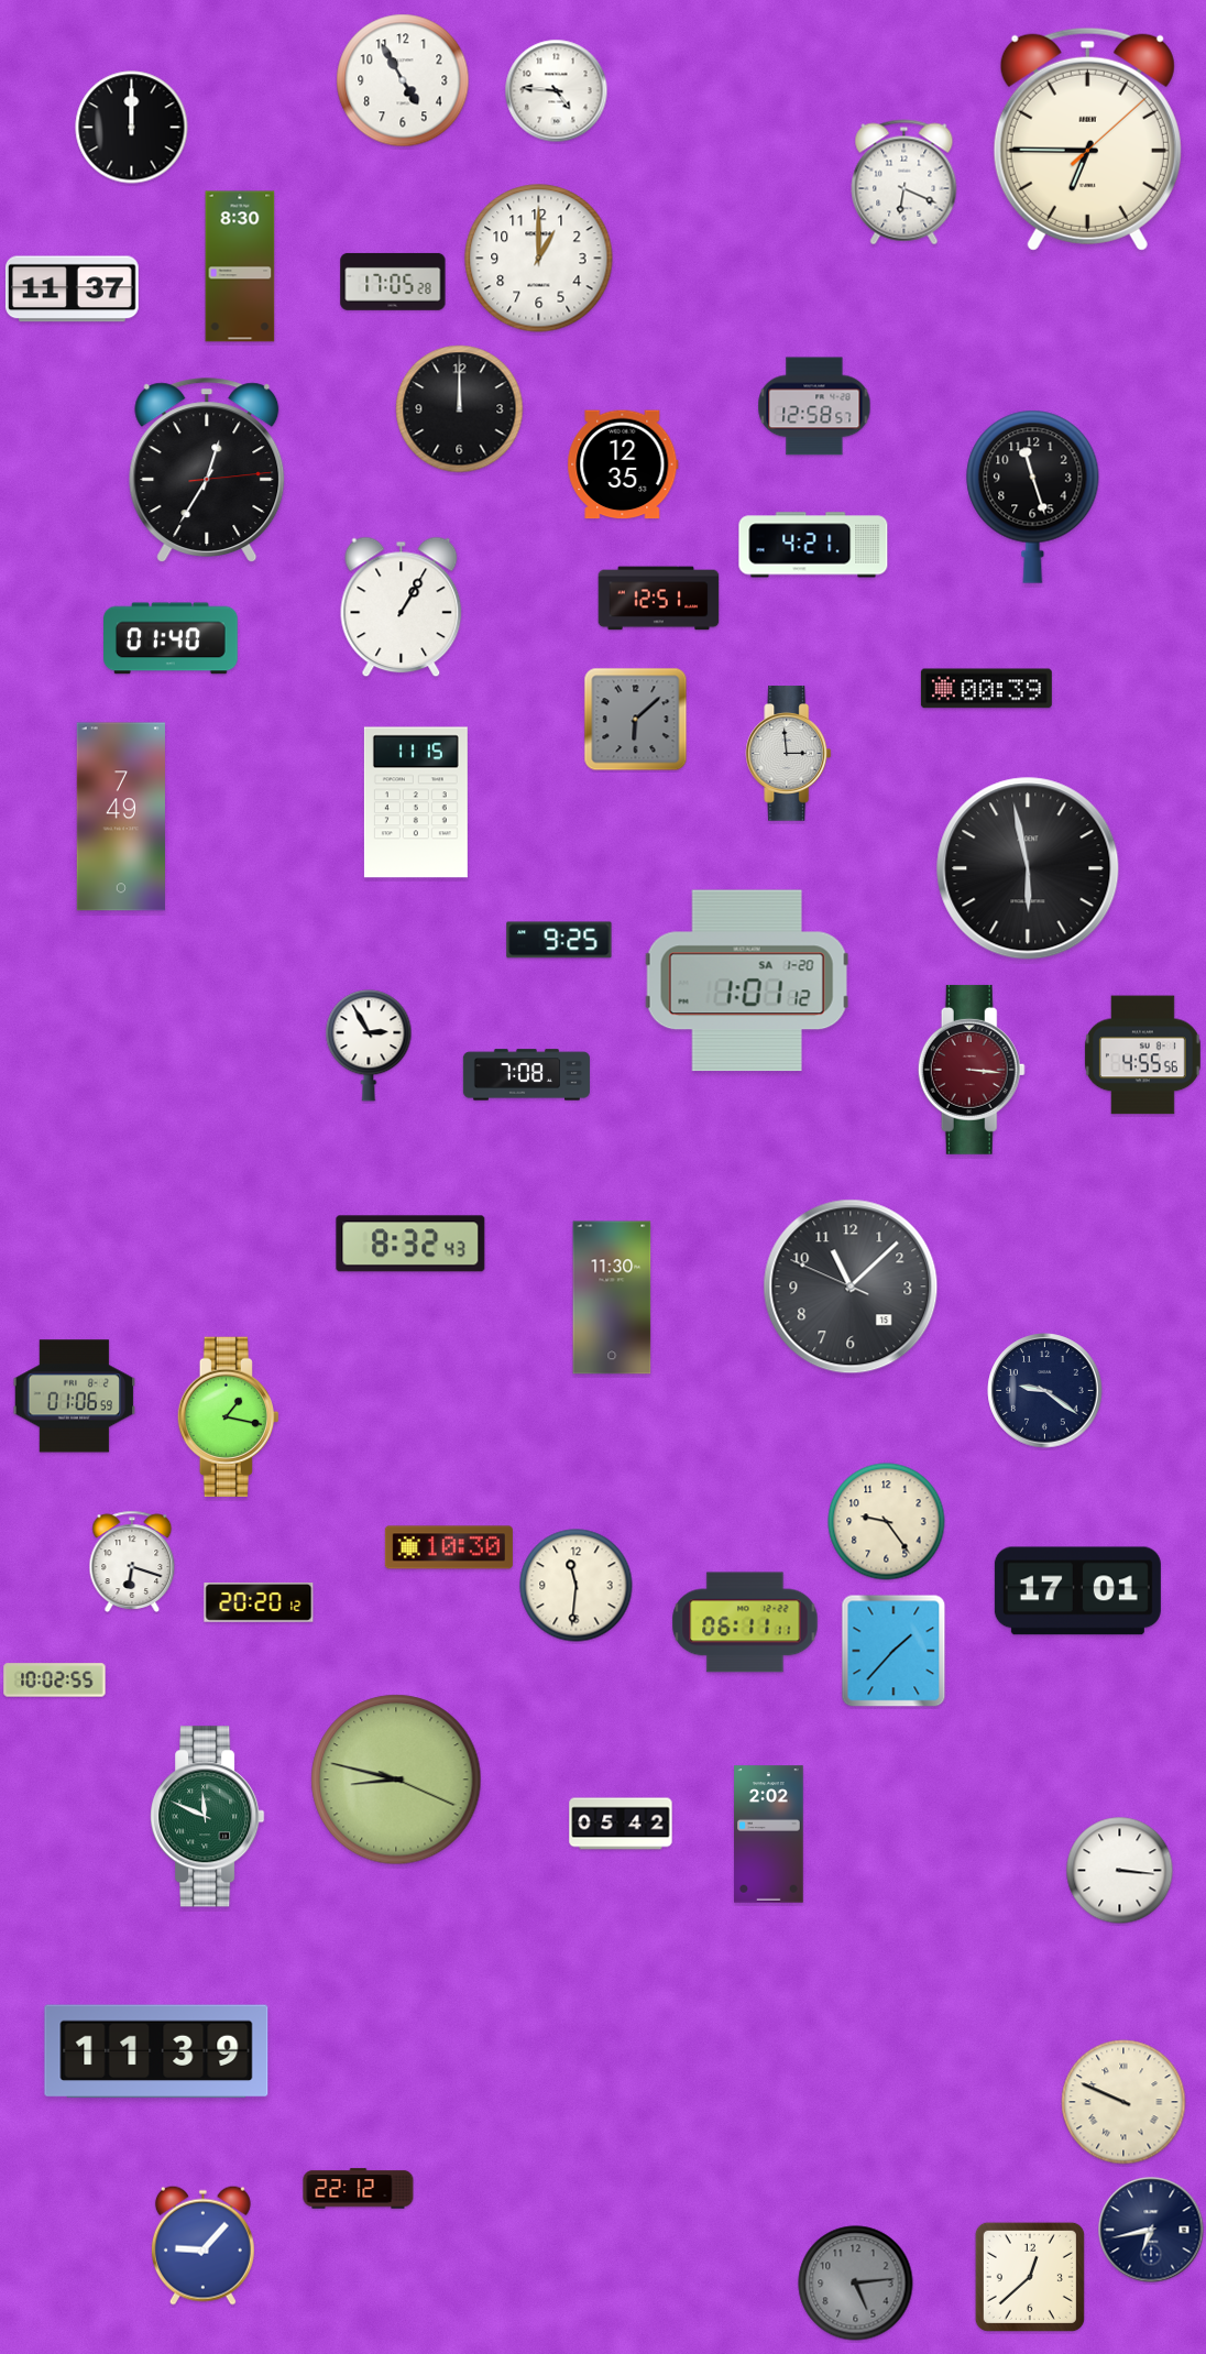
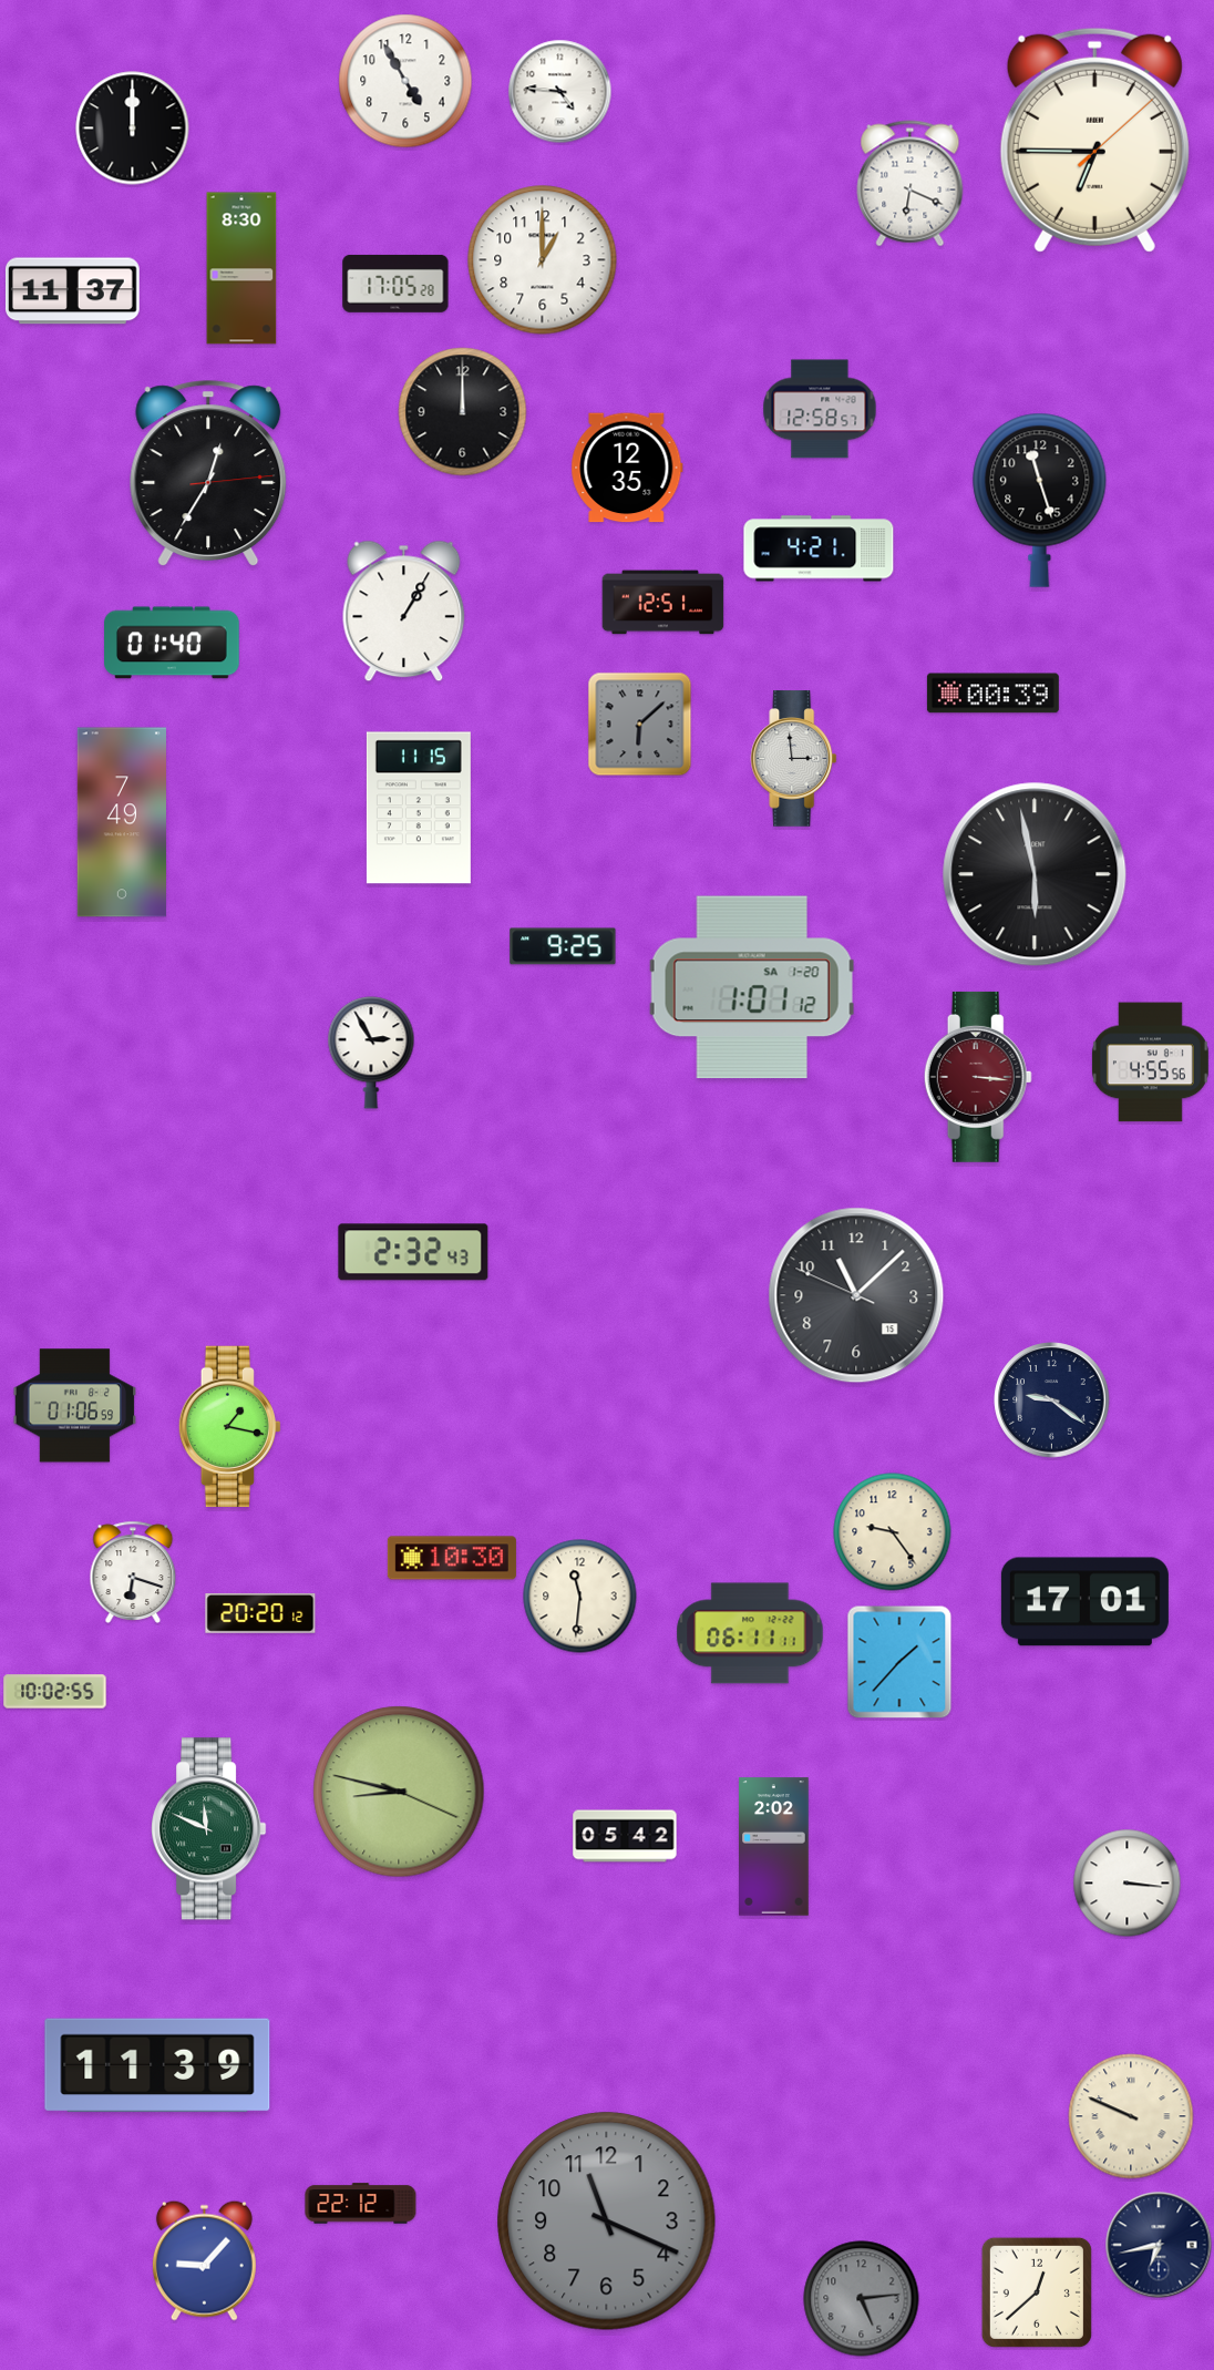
clock at (526, 1075): 7:08 -> none
clock at (410, 1244): 8:32 -> 2:32
clock at (612, 1298): 11:30 -> none
clock at (607, 2222): none -> 11:19
